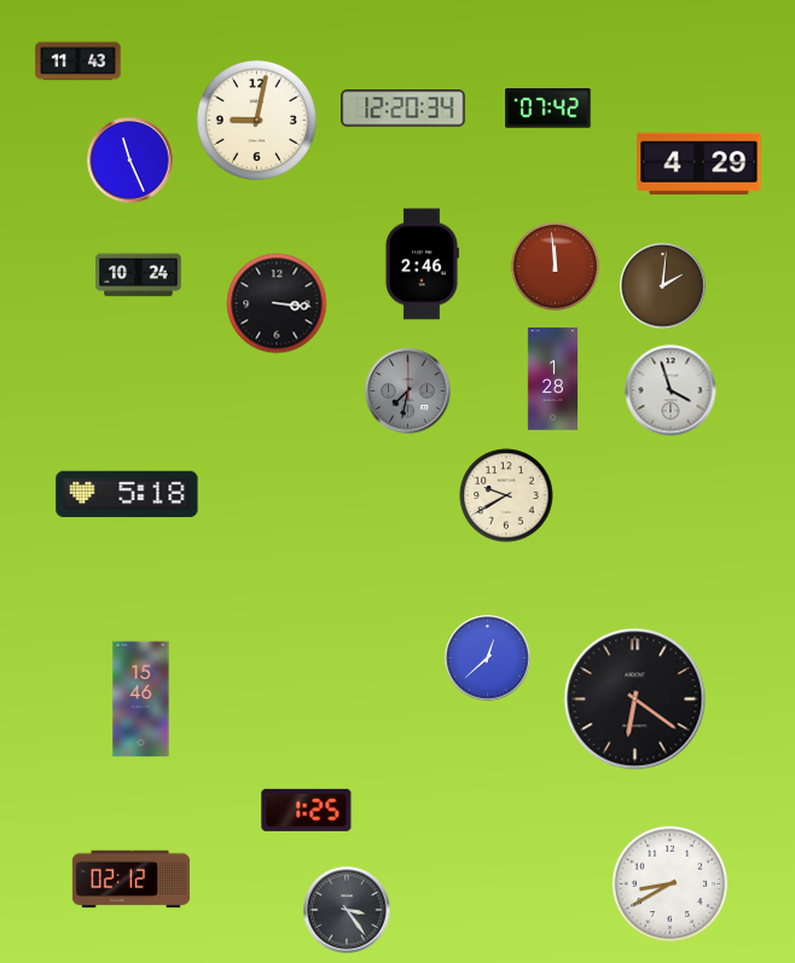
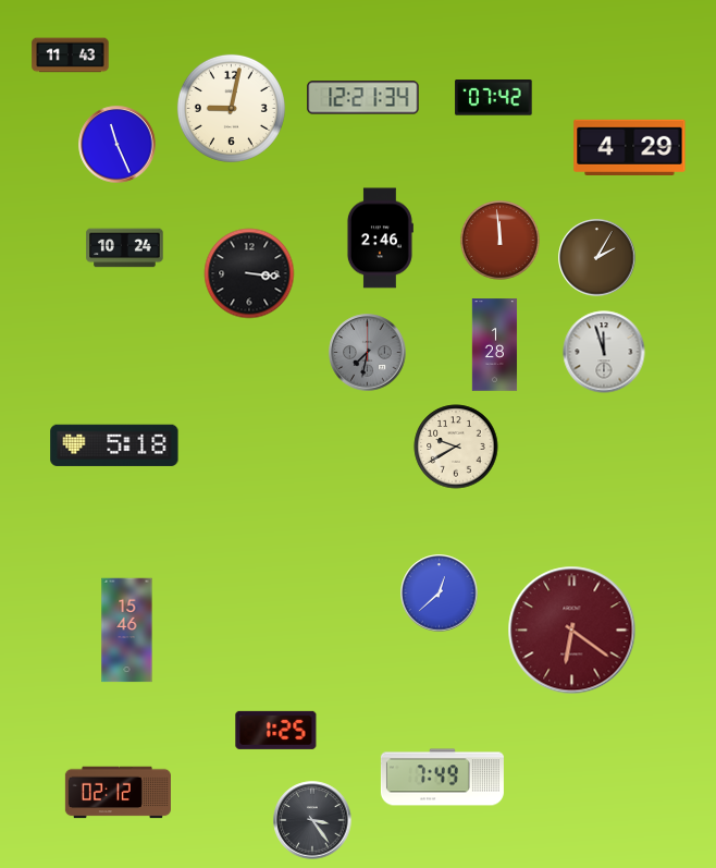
clock at (404, 109): 12:20 -> 12:21
clock at (663, 286): 2:01 -> 2:05
clock at (553, 379) position: (553, 379) -> (495, 345)
clock at (671, 390): 3:57 -> 11:57
clock at (636, 700) dial: black -> burgundy
clock at (442, 778): none -> 7:49
clock at (671, 884): 8:40 -> none
